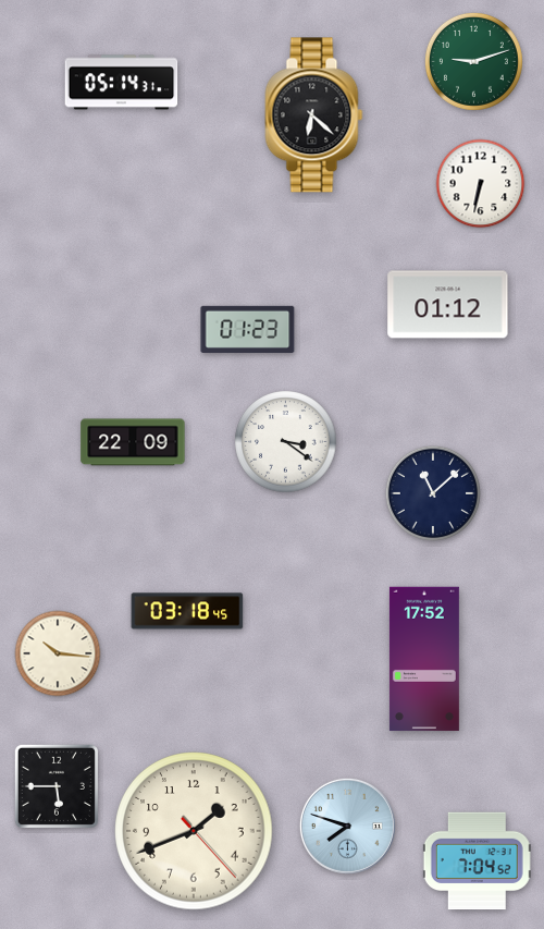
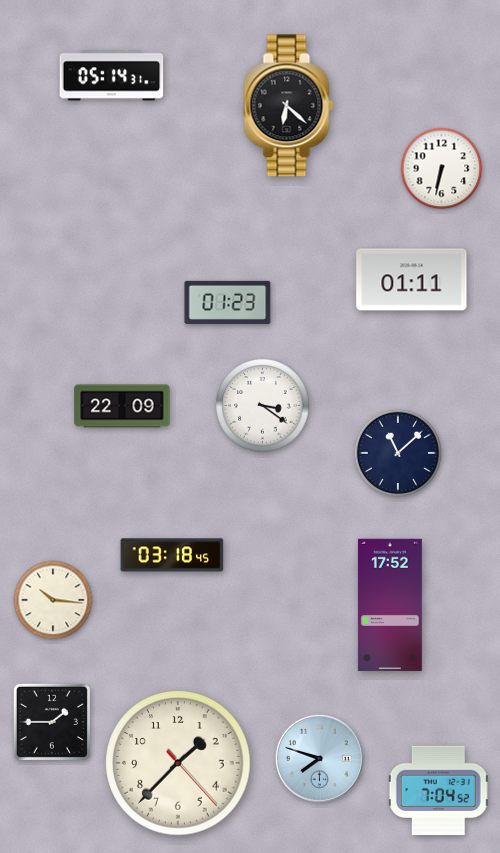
clock at (473, 61): 9:12 -> none
clock at (448, 305): 01:12 -> 01:11
clock at (187, 611) position: (187, 611) -> (172, 555)
clock at (57, 786): 5:45 -> 1:45
clock at (194, 831): 1:41 -> 1:37
